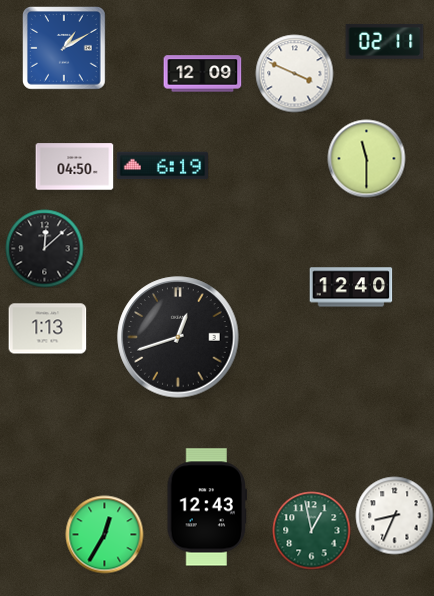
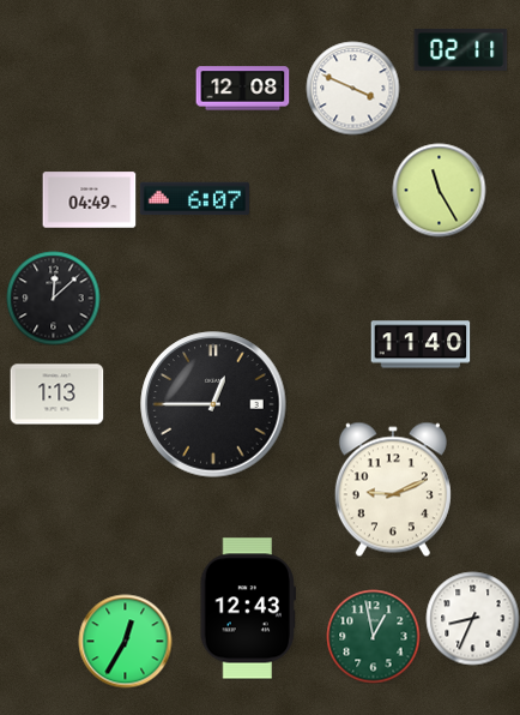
clock at (64, 48): 1:10 -> none
clock at (202, 74): 12:09 -> 12:08
clock at (366, 158): 11:30 -> 11:25
clock at (162, 166): 6:19 -> 6:07
clock at (74, 167): 04:50 -> 04:49
clock at (351, 287): 12:40 -> 11:40
clock at (178, 337): 12:42 -> 12:45
clock at (393, 489): none -> 9:11
